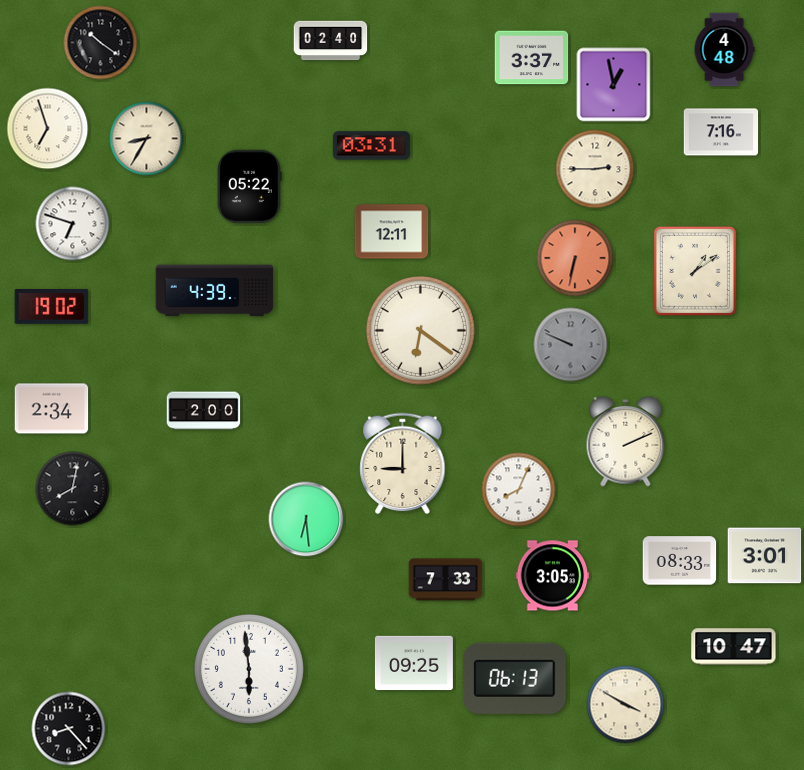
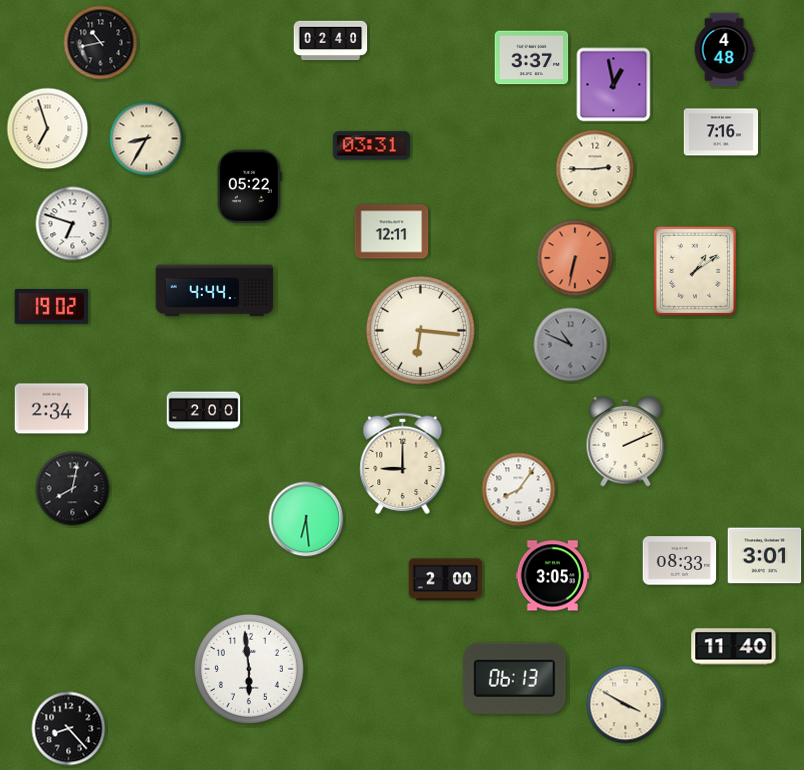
clock at (101, 43): 10:21 -> 10:43
clock at (215, 291): 4:39 -> 4:44
clock at (420, 330): 6:21 -> 6:16
clock at (571, 345): 9:49 -> 10:49
clock at (519, 490): 8:04 -> 8:06
clock at (446, 580): 7:33 -> 2:00
clock at (734, 647): 10:47 -> 11:40
clock at (414, 663): 09:25 -> none
